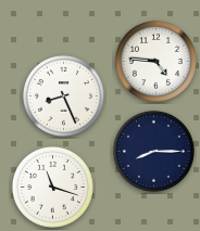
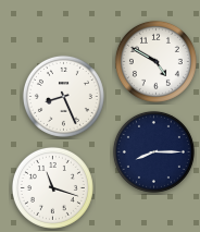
clock at (155, 61): 4:46 -> 4:50
